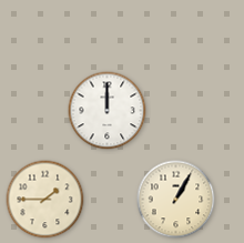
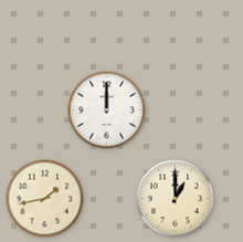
clock at (45, 200): 1:45 -> 1:43
clock at (176, 200): 1:05 -> 1:00
